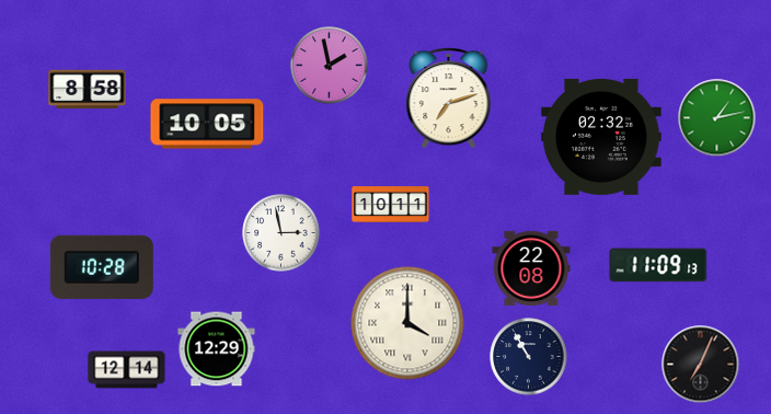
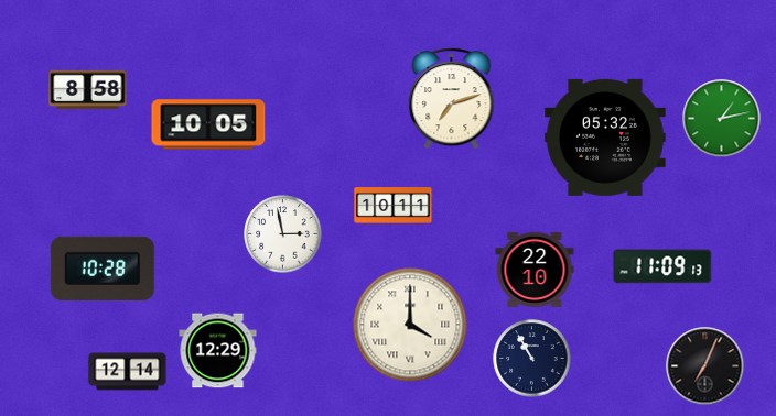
clock at (330, 66): 1:58 -> none
clock at (601, 137): 02:32 -> 05:32
clock at (531, 268): 22:08 -> 22:10
